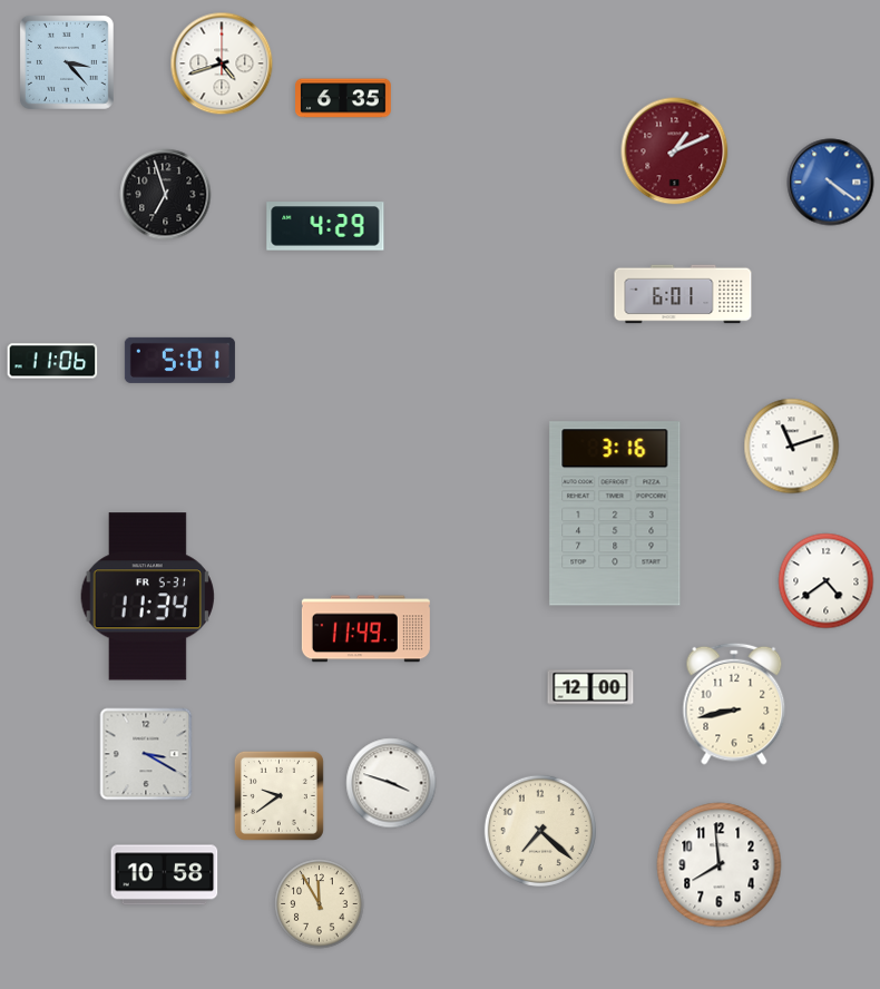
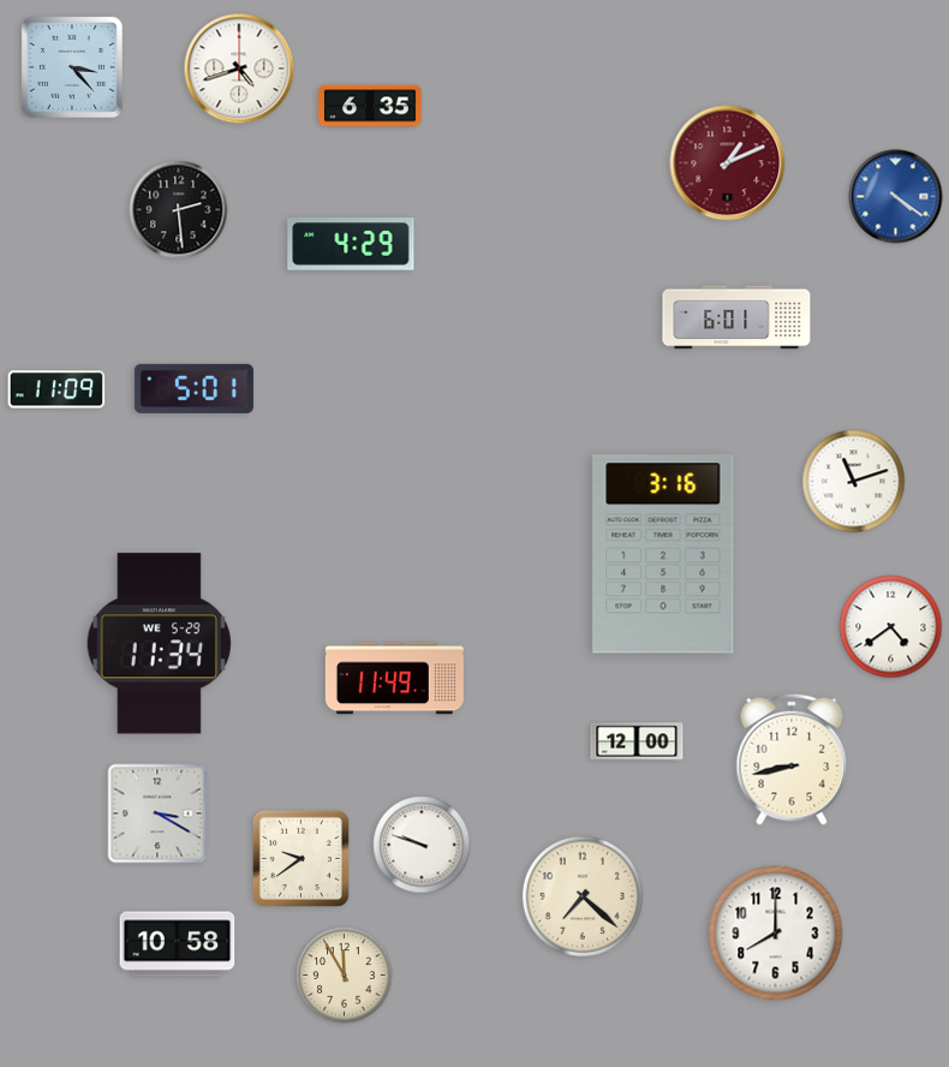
clock at (166, 195): 6:57 -> 2:29
clock at (52, 361): 11:06 -> 11:09
clock at (147, 597) date: FR 5-31 -> WE 5-29
clock at (391, 783): 3:48 -> 9:48
clock at (720, 865): 7:59 -> 8:00
